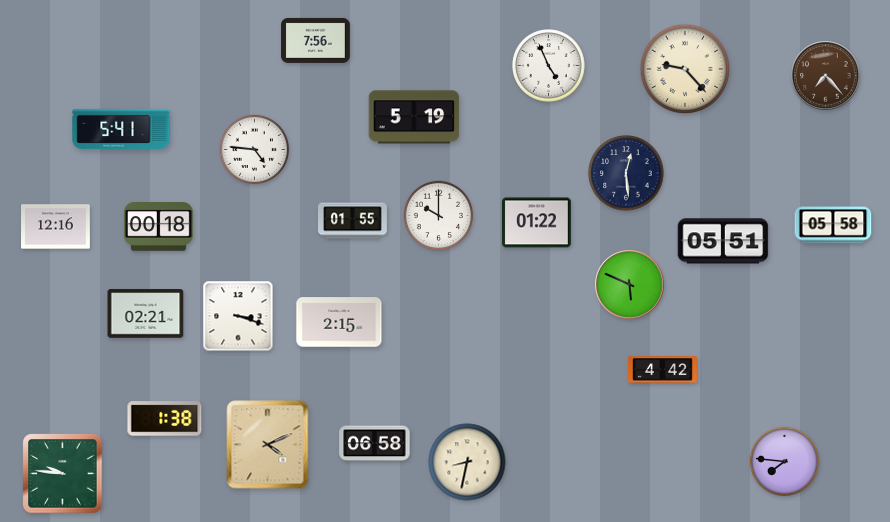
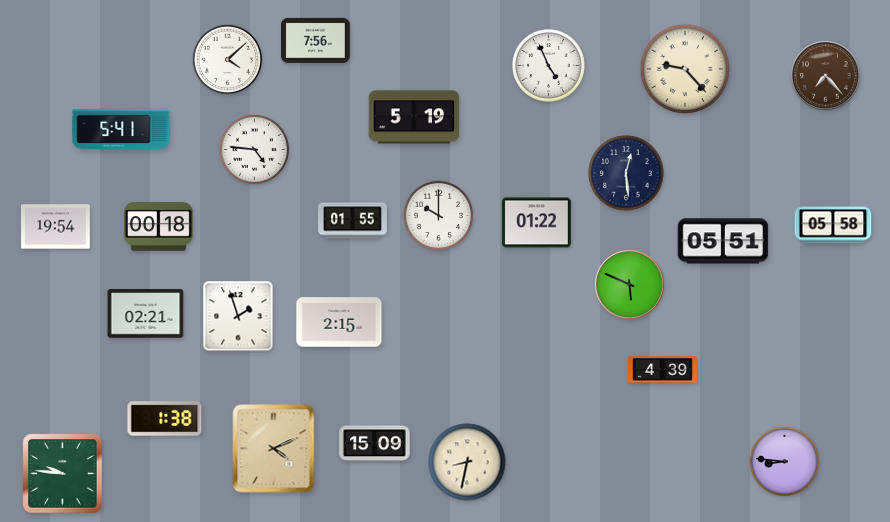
clock at (227, 59): none -> 4:08
clock at (56, 227): 12:16 -> 19:54
clock at (238, 316): 3:18 -> 1:57
clock at (663, 370): 4:42 -> 4:39
clock at (375, 444): 06:58 -> 15:09
clock at (268, 445) position: (268, 445) -> (274, 449)
clock at (784, 461): 7:46 -> 8:46
